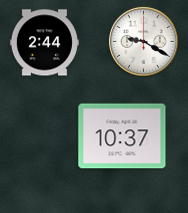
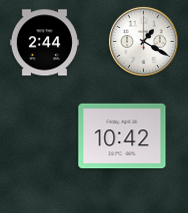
clock at (143, 41): 9:20 -> 1:20
clock at (122, 136): 10:37 -> 10:42
